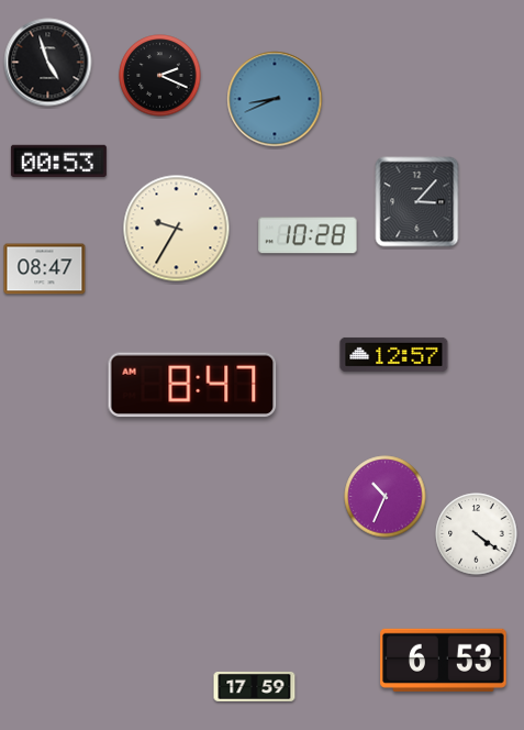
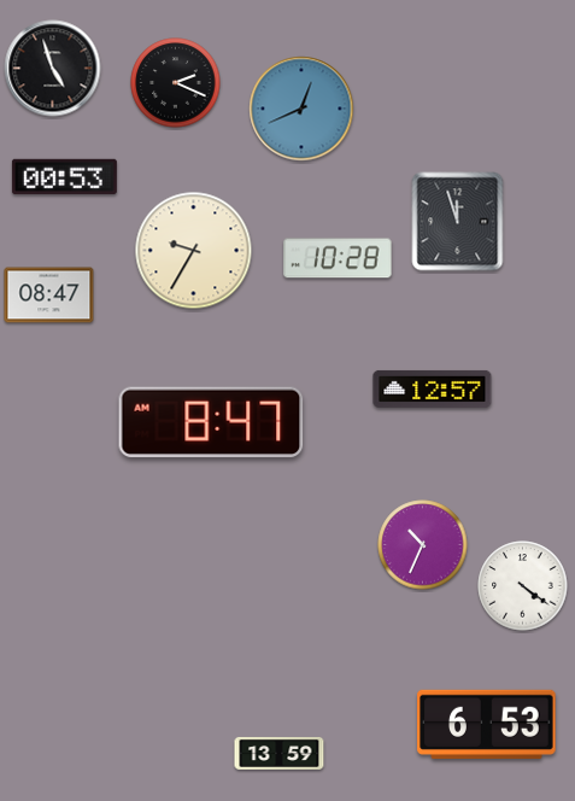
clock at (275, 99): 8:41 -> 12:41
clock at (417, 202): 3:07 -> 11:57
clock at (255, 686): 17:59 -> 13:59
